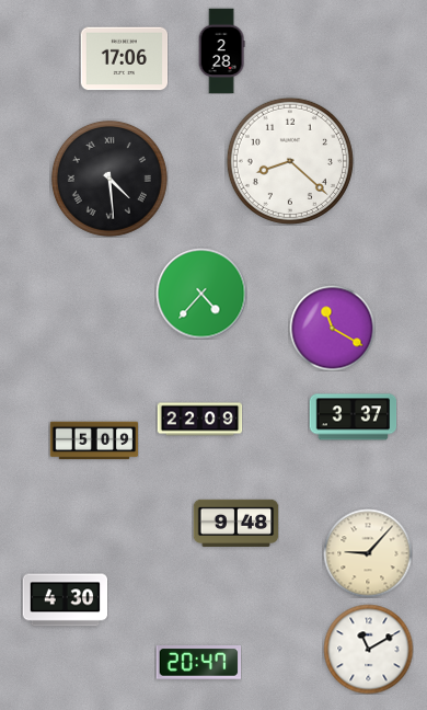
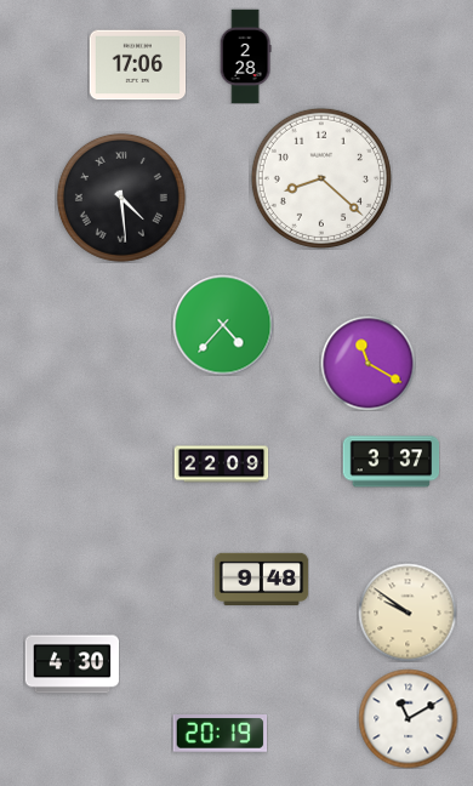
clock at (94, 440): 5:09 -> none
clock at (368, 553): 9:07 -> 9:51
clock at (198, 663): 20:47 -> 20:19
